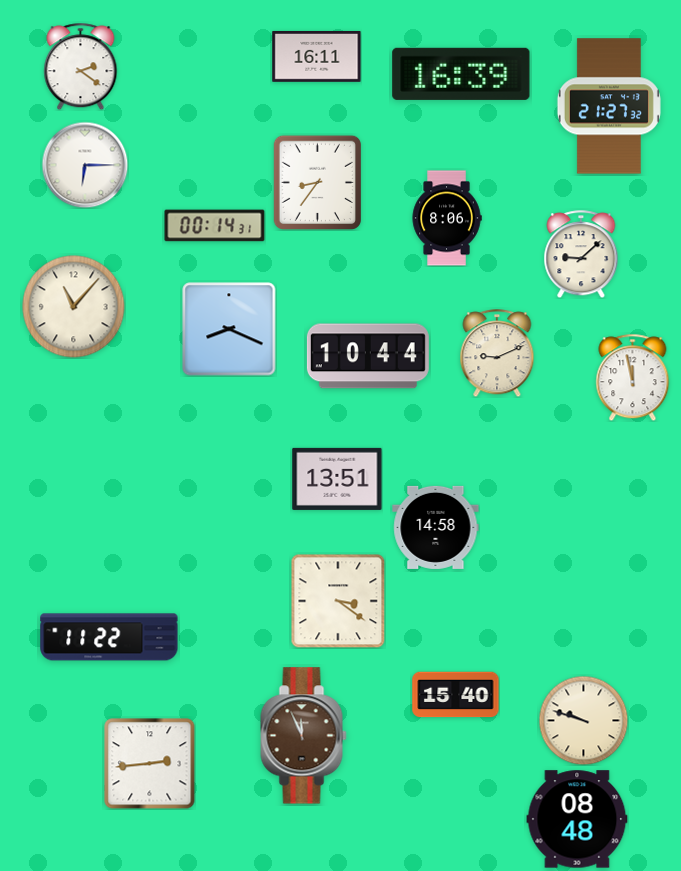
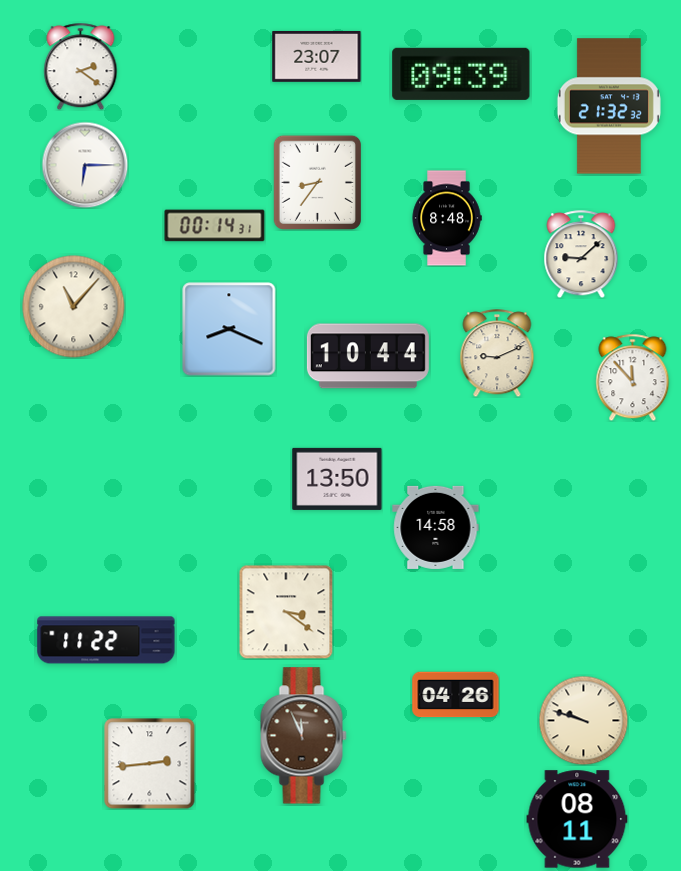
clock at (317, 56): 16:11 -> 23:07
clock at (461, 74): 16:39 -> 09:39
clock at (609, 106): 21:27 -> 21:32
clock at (447, 218): 8:06 -> 8:48
clock at (633, 377): 11:58 -> 11:53
clock at (337, 479): 13:51 -> 13:50
clock at (338, 601) position: (338, 601) -> (286, 612)
clock at (109, 637) position: (109, 637) -> (106, 640)
clock at (456, 695): 15:40 -> 04:26
clock at (577, 819): 08:48 -> 08:11
